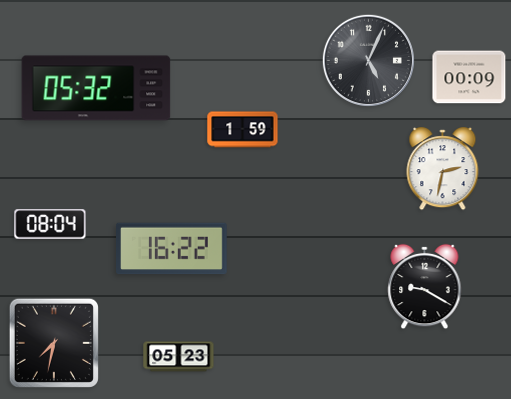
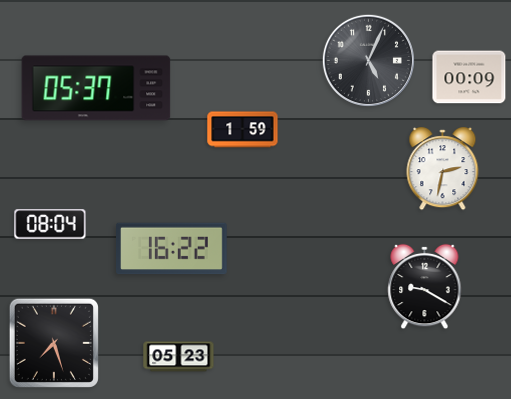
clock at (96, 88): 05:32 -> 05:37
clock at (54, 343): 7:32 -> 7:27
